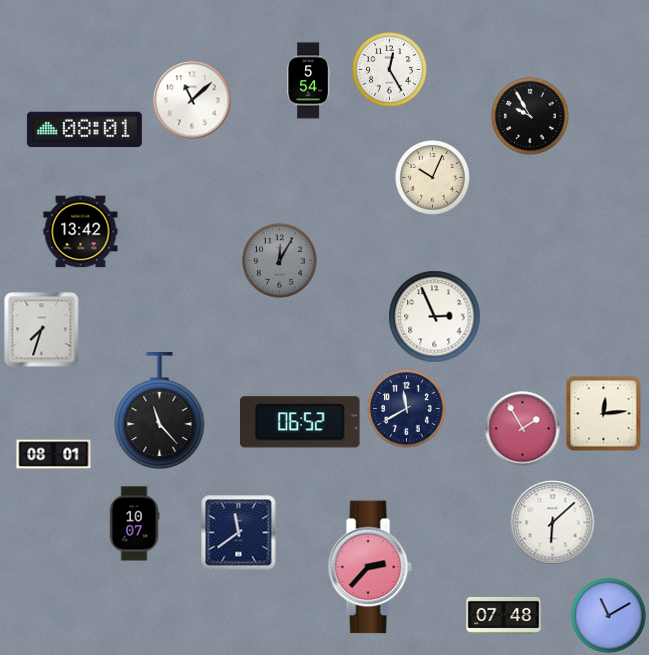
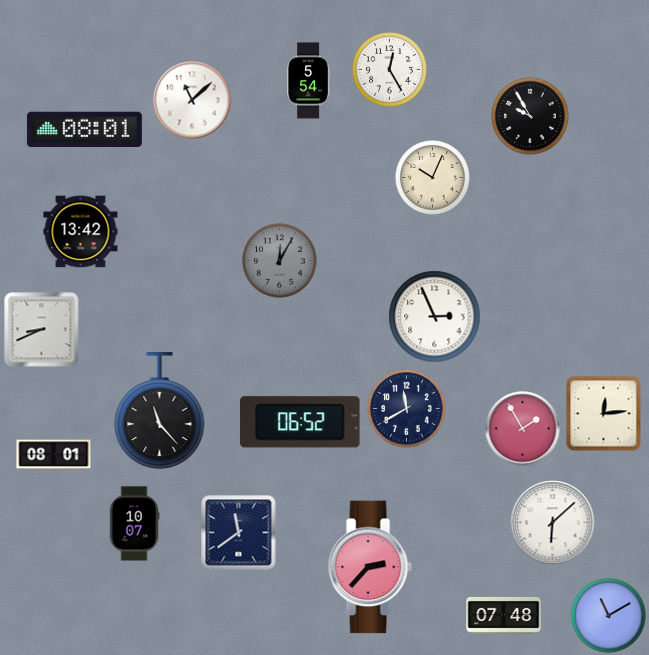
clock at (42, 330): 7:33 -> 8:41
